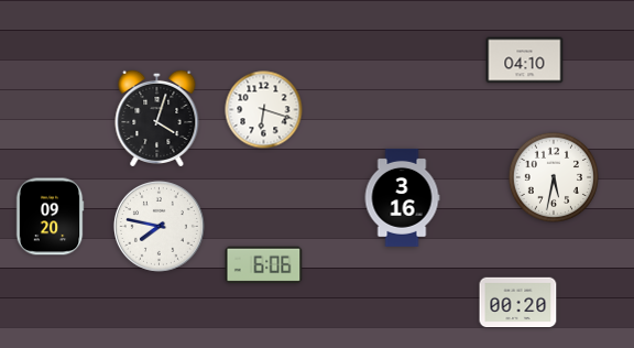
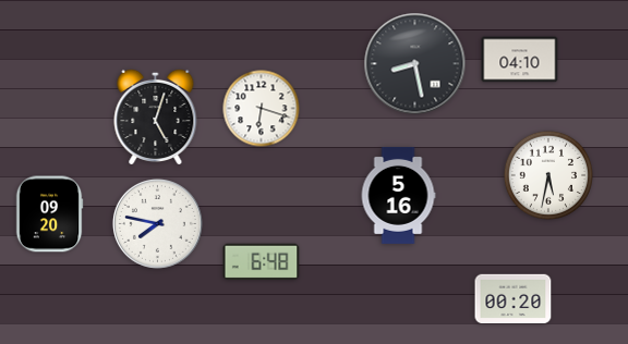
clock at (415, 64): none -> 8:28
clock at (157, 117): 4:03 -> 5:03
clock at (402, 197): 3:16 -> 5:16
clock at (264, 265): 6:06 -> 6:48
